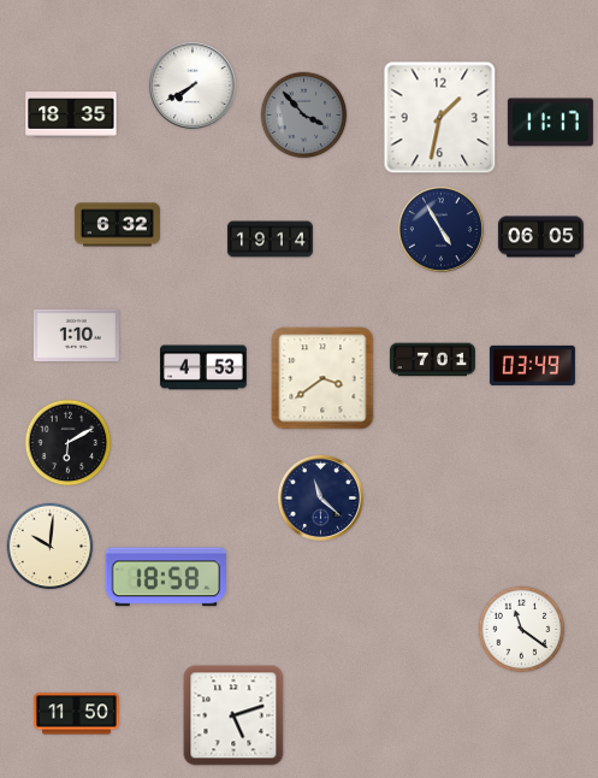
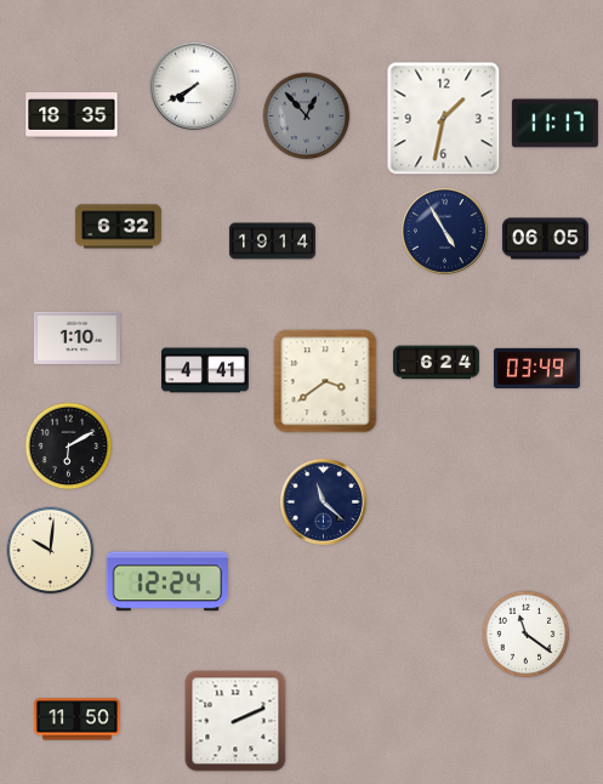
clock at (304, 116): 3:53 -> 12:53
clock at (432, 360): 7:01 -> 6:24
clock at (205, 367): 4:53 -> 4:41
clock at (165, 577): 18:58 -> 12:24
clock at (233, 715): 5:12 -> 2:11
